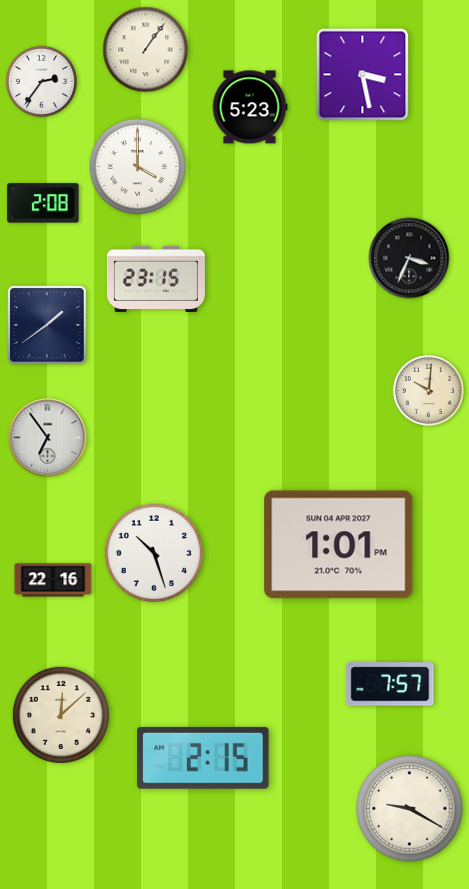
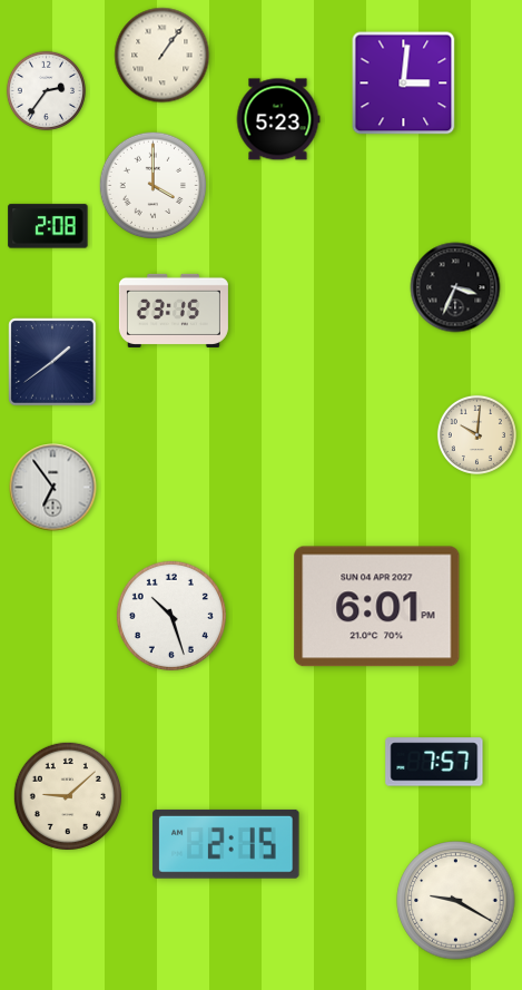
clock at (363, 75): 3:28 -> 3:01
clock at (339, 545): 1:01 -> 6:01
clock at (53, 580): 22:16 -> none
clock at (60, 714): 12:08 -> 9:08
